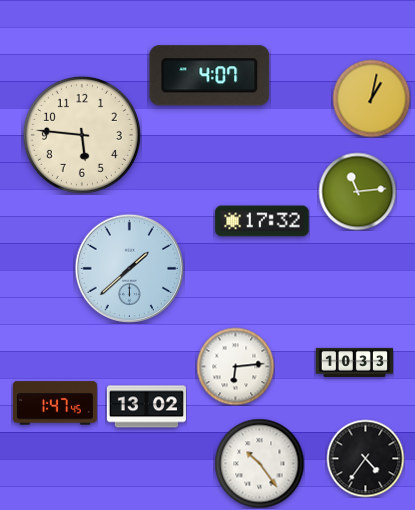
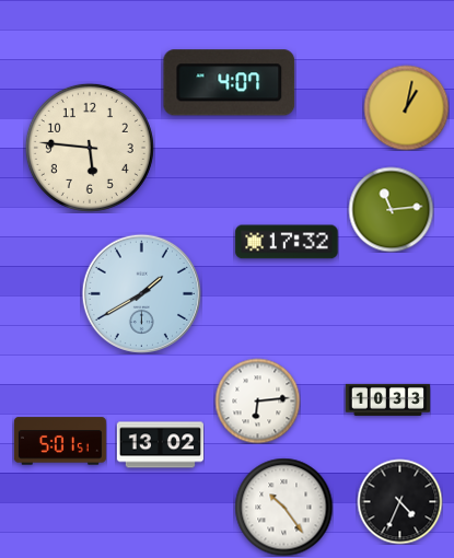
clock at (129, 268): 1:38 -> 1:40
clock at (354, 362) position: (354, 362) -> (387, 399)
clock at (55, 403): 1:47 -> 5:01
clock at (365, 458): 4:36 -> 4:34
